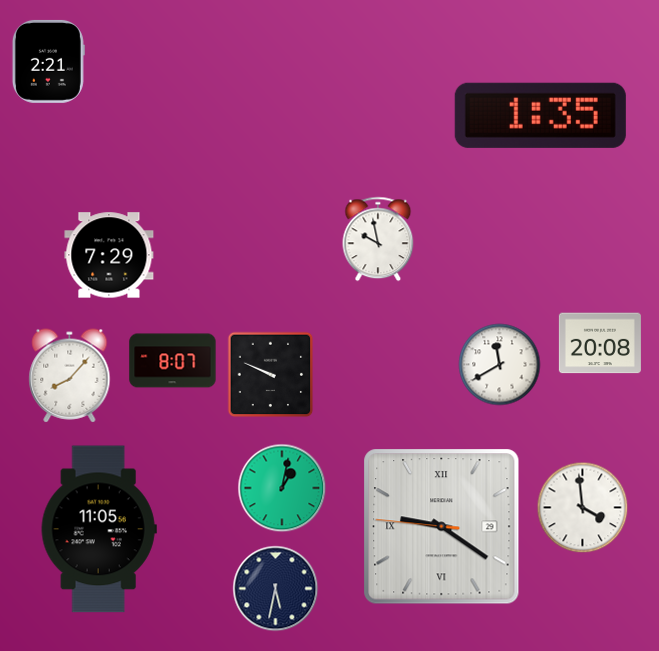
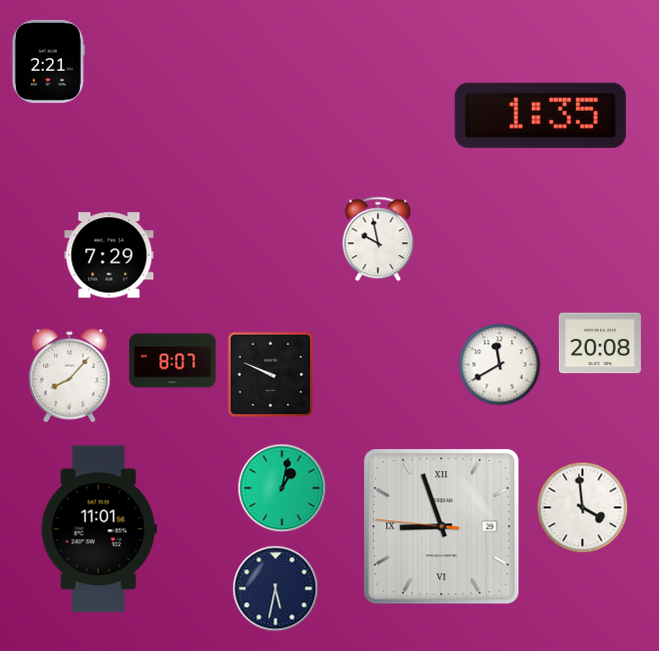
clock at (442, 527): 9:20 -> 8:56
clock at (99, 529): 11:05 -> 11:01
